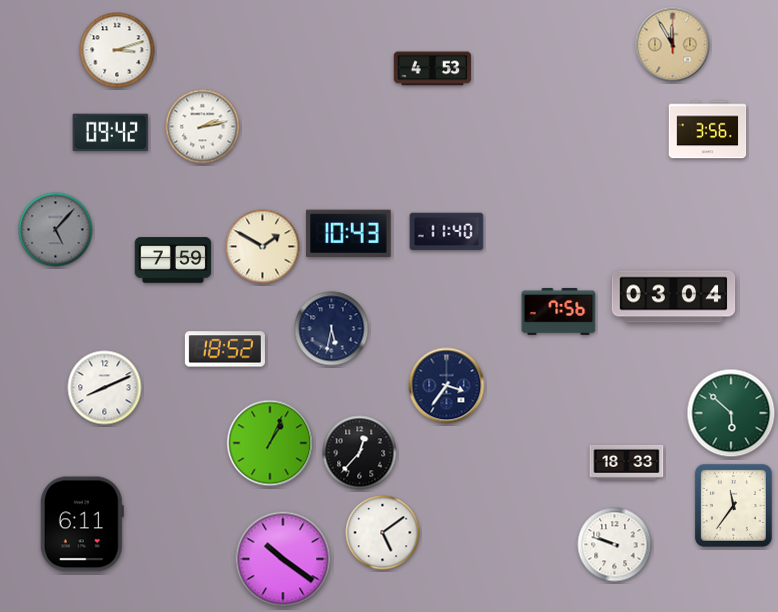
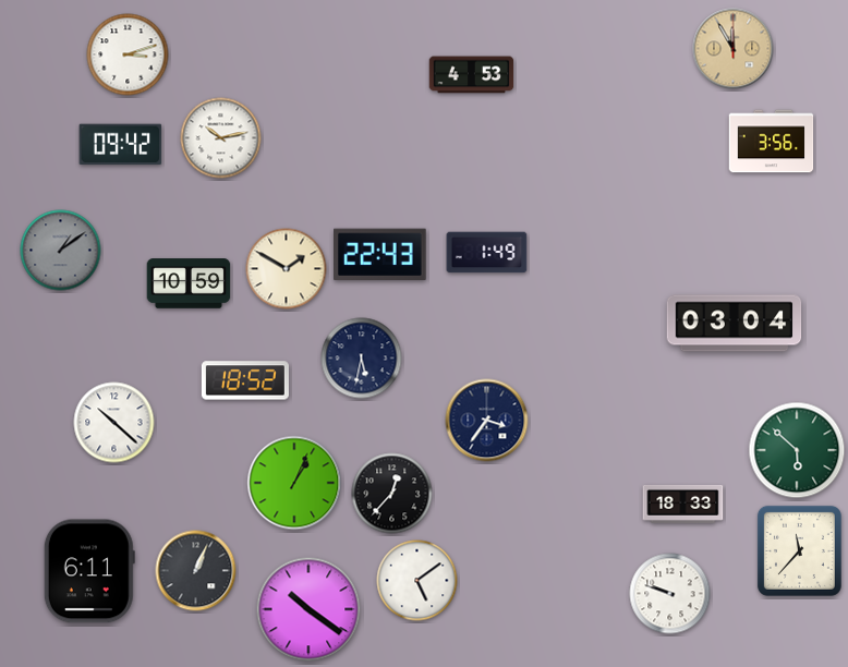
clock at (203, 127): 2:13 -> 10:13
clock at (56, 230): 5:07 -> 1:09
clock at (447, 232): 11:40 -> 1:49
clock at (349, 234): 10:43 -> 22:43
clock at (173, 260): 7:59 -> 10:59
clock at (559, 311): 7:56 -> none
clock at (105, 388): 8:11 -> 10:22
clock at (733, 505): 11:36 -> 11:37
clock at (196, 571): none -> 1:04
